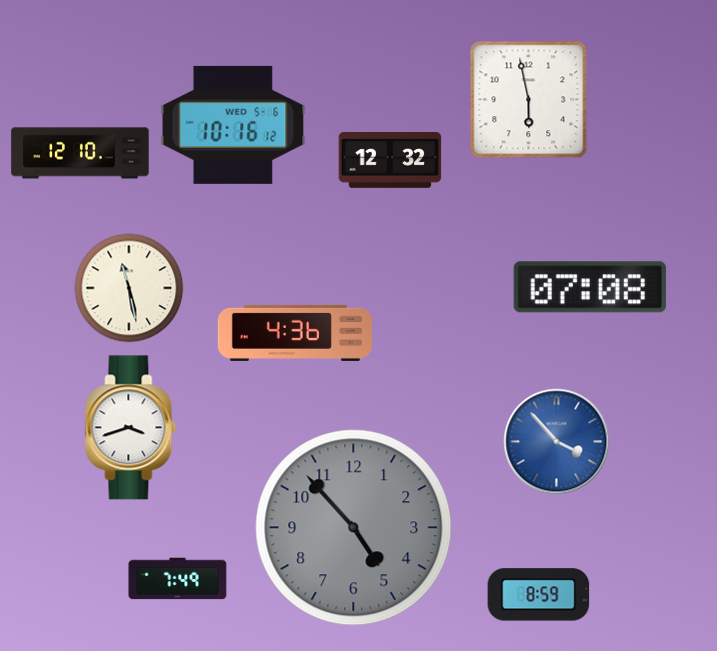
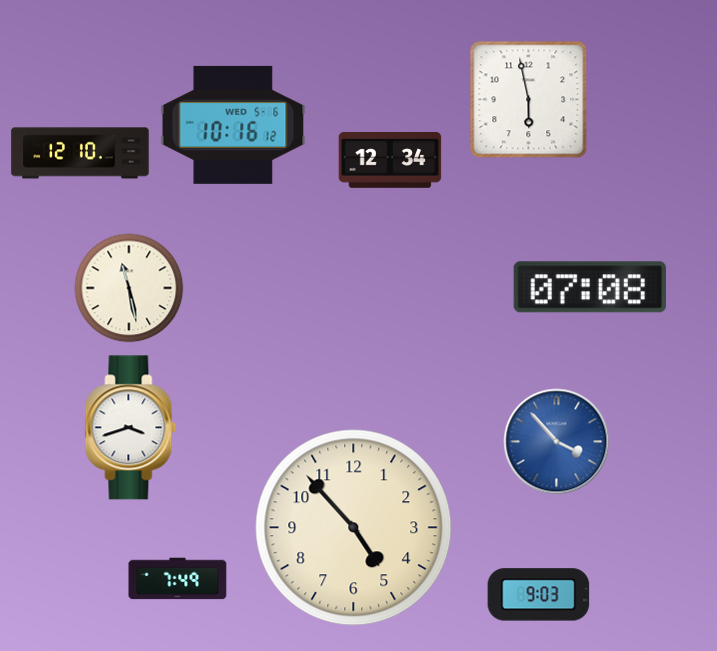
clock at (390, 161): 12:32 -> 12:34
clock at (295, 333): 4:36 -> none
clock at (354, 528) dial: grey -> cream
clock at (539, 595): 8:59 -> 9:03
